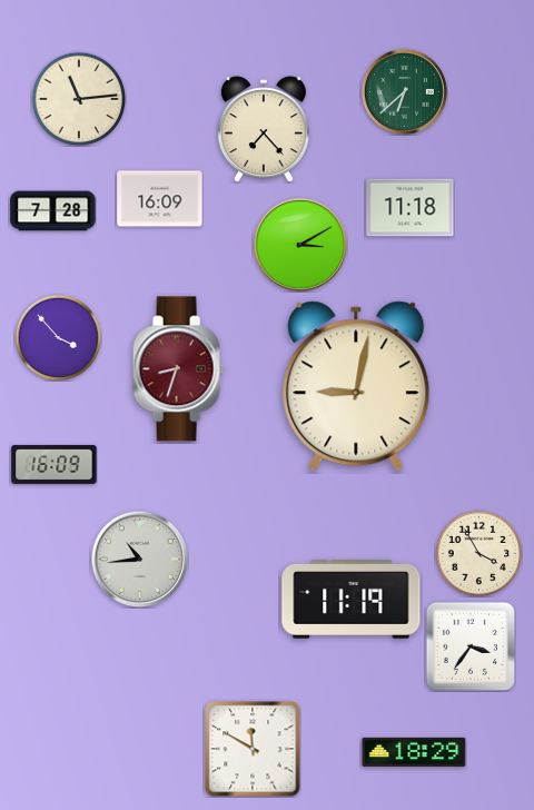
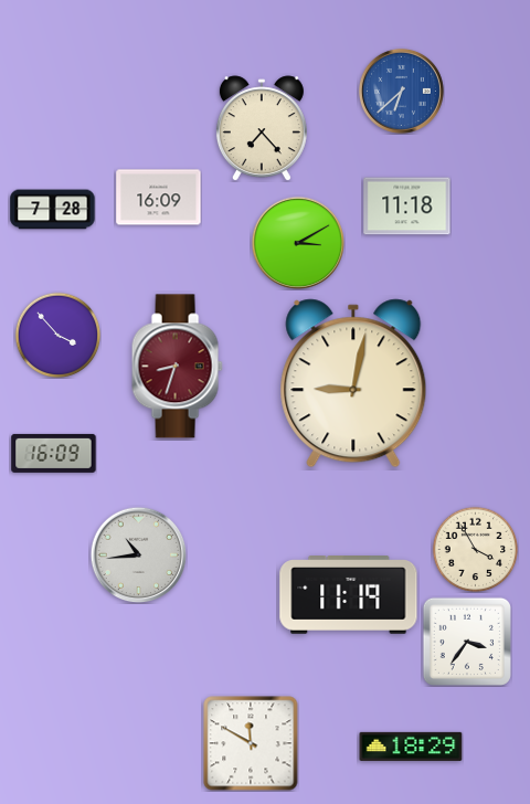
clock at (404, 91) dial: green -> blue
clock at (79, 99): 11:14 -> none
clock at (55, 464) position: (55, 464) -> (54, 453)
